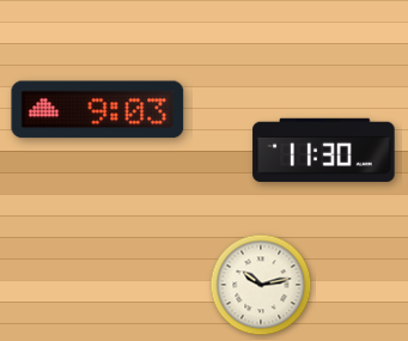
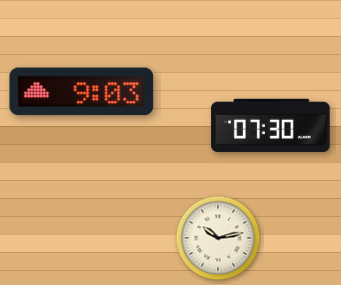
clock at (324, 150): 11:30 -> 07:30
